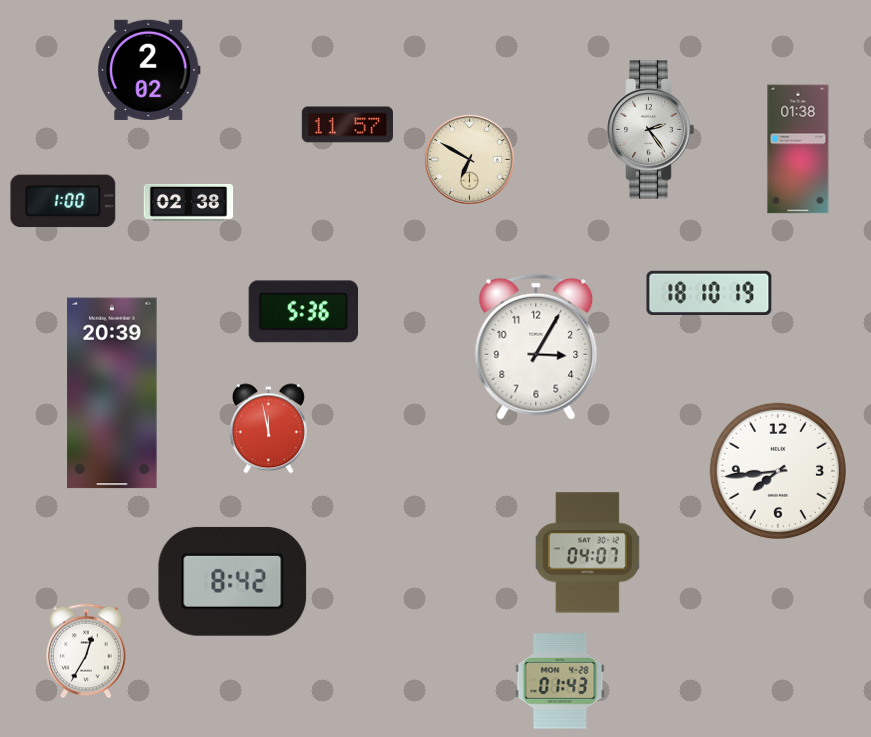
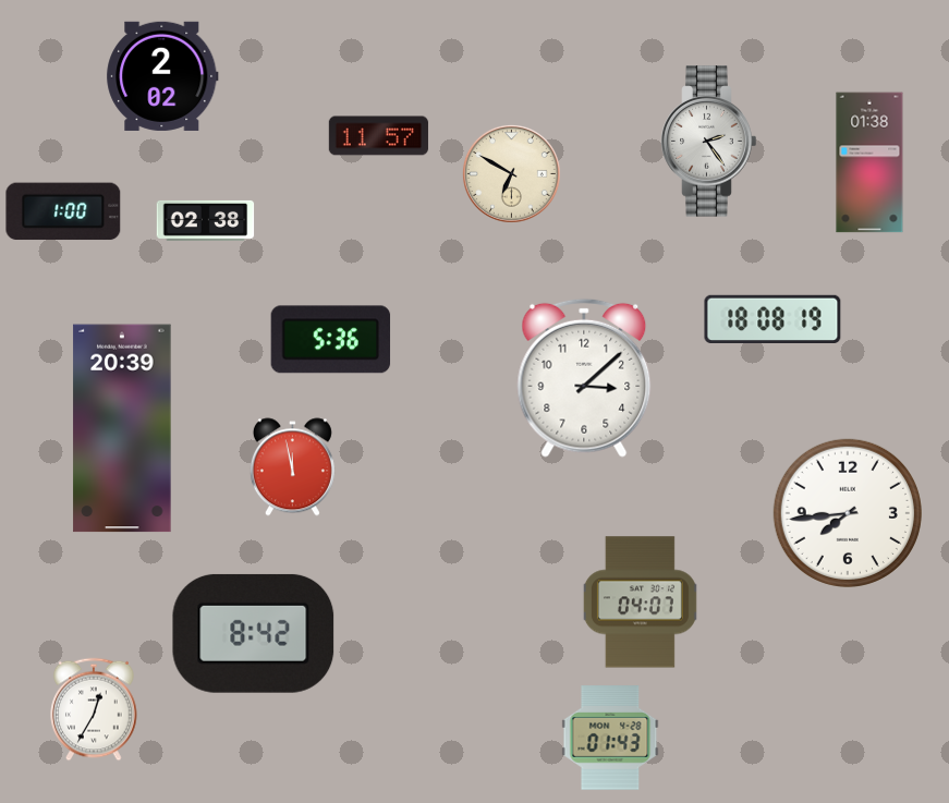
clock at (63, 201) position: (63, 201) -> (63, 211)
clock at (709, 292): 18:10 -> 18:08
clock at (536, 347): 3:05 -> 3:08
clock at (560, 681) position: (560, 681) -> (610, 738)
